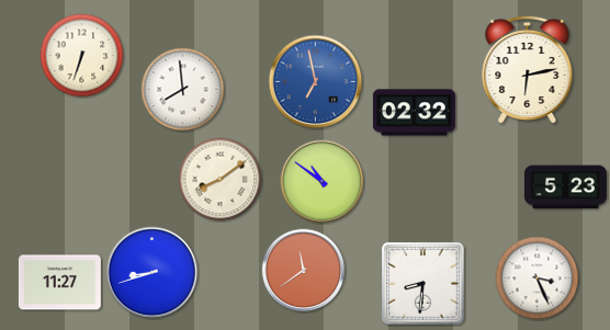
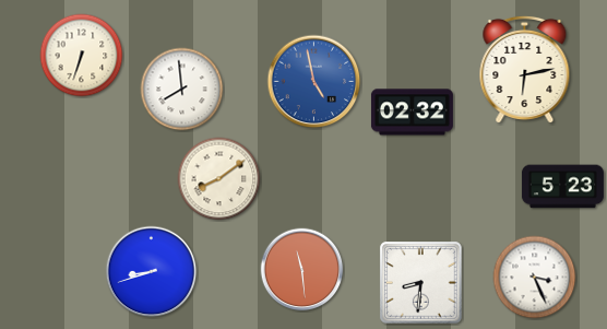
clock at (316, 82): 6:58 -> 4:58
clock at (323, 182): 10:51 -> none
clock at (304, 271): 11:39 -> 11:29
clock at (59, 283): 11:27 -> none
